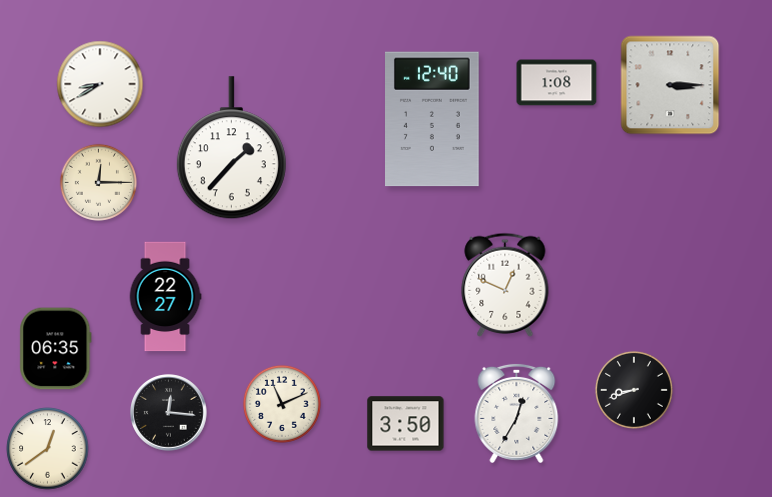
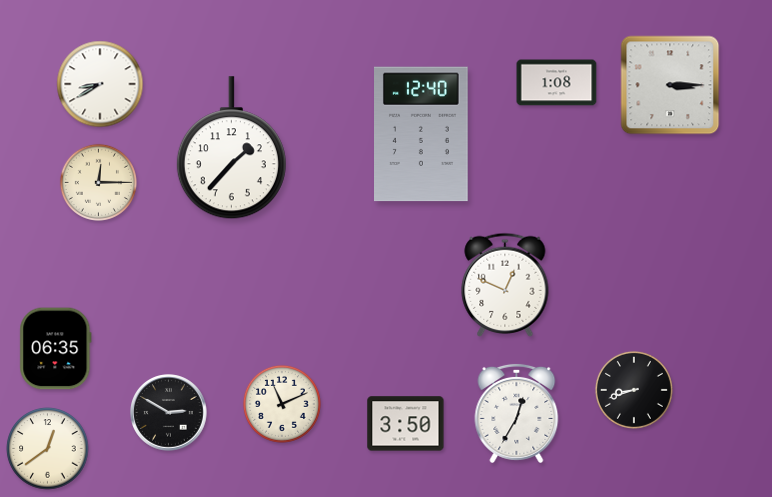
clock at (433, 119) position: (433, 119) -> (422, 134)
clock at (165, 297): 22:27 -> none
clock at (169, 413): 12:16 -> 2:50
